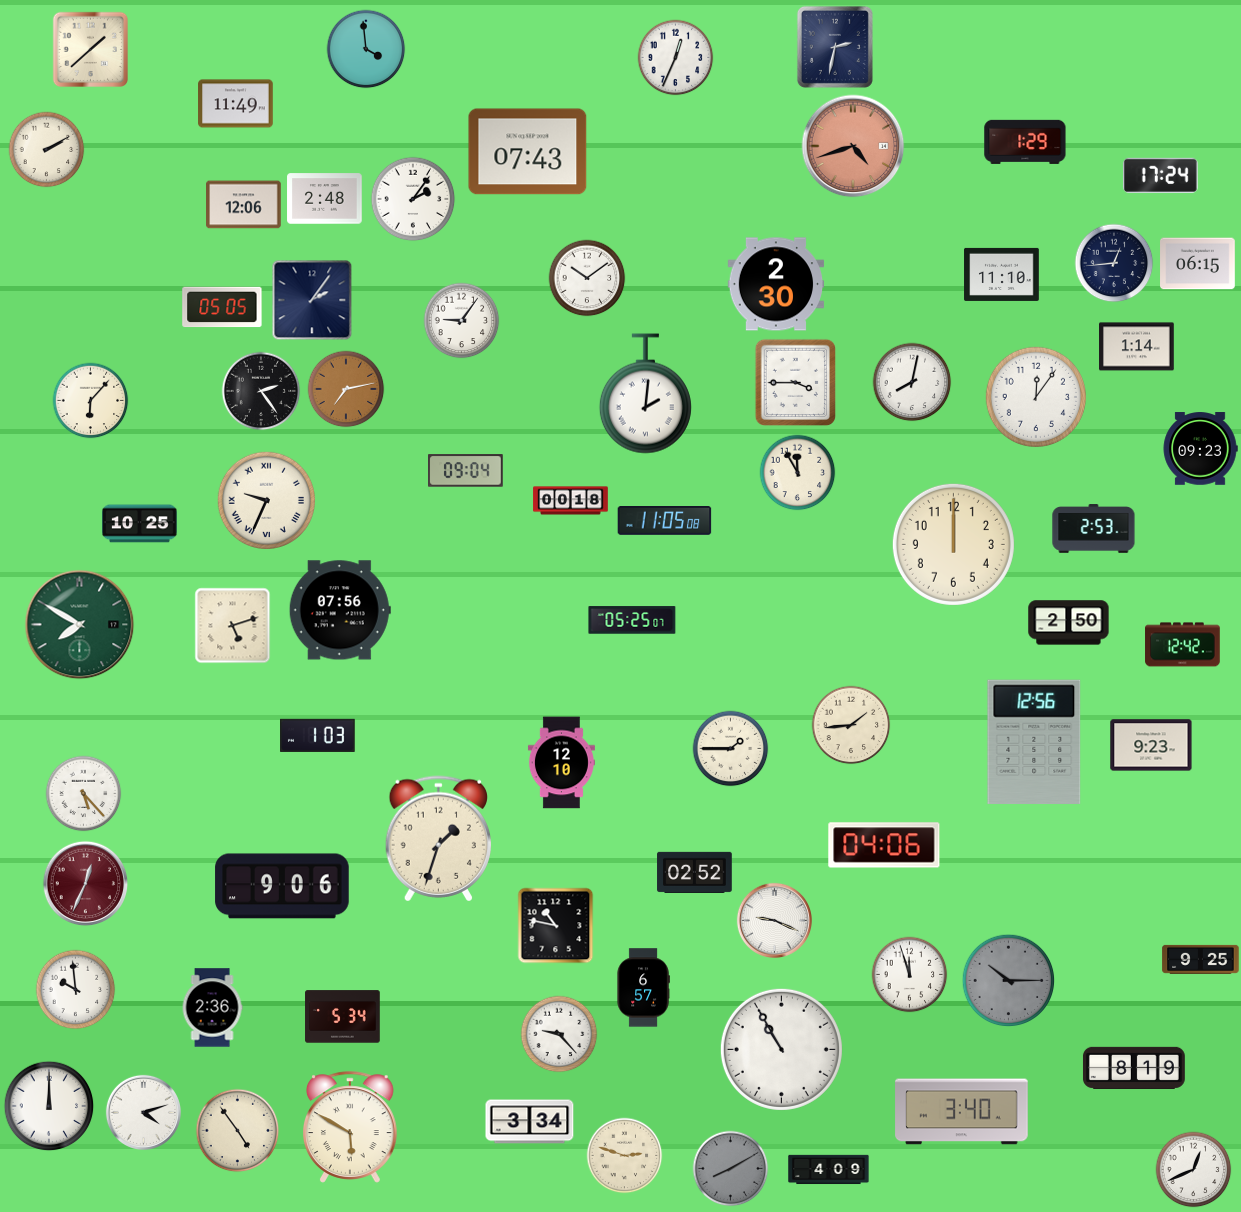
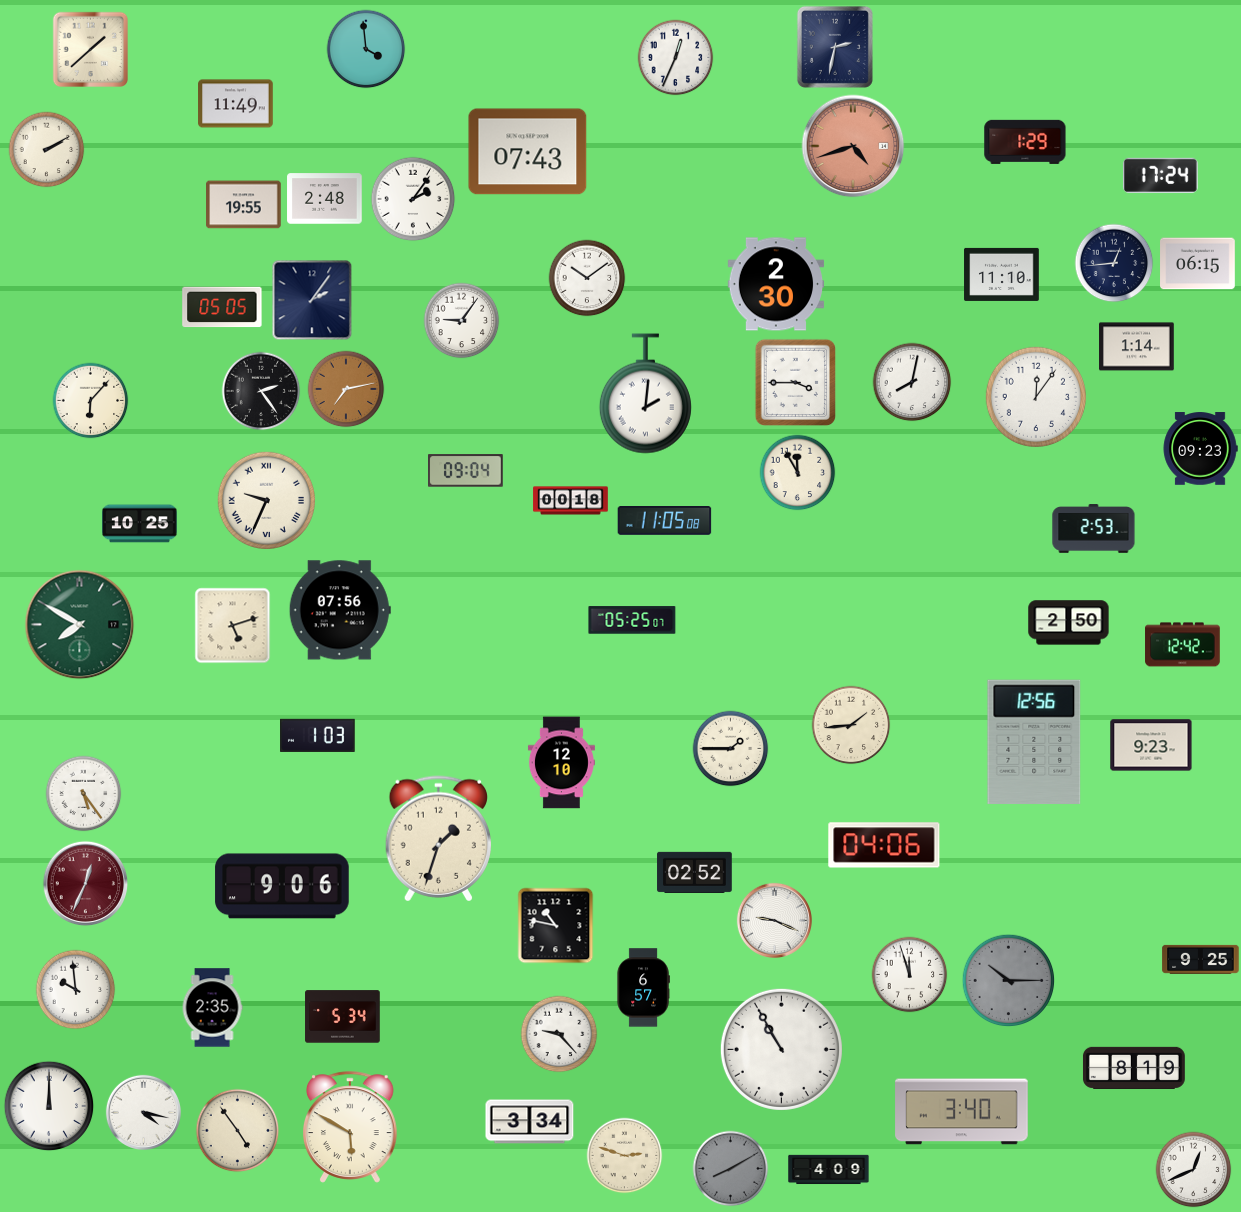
clock at (244, 205): 12:06 -> 19:55
clock at (953, 544): 12:00 -> none
clock at (84, 794): 5:23 -> 5:24
clock at (212, 1008): 2:36 -> 2:35
clock at (143, 1112): 4:12 -> 4:17
